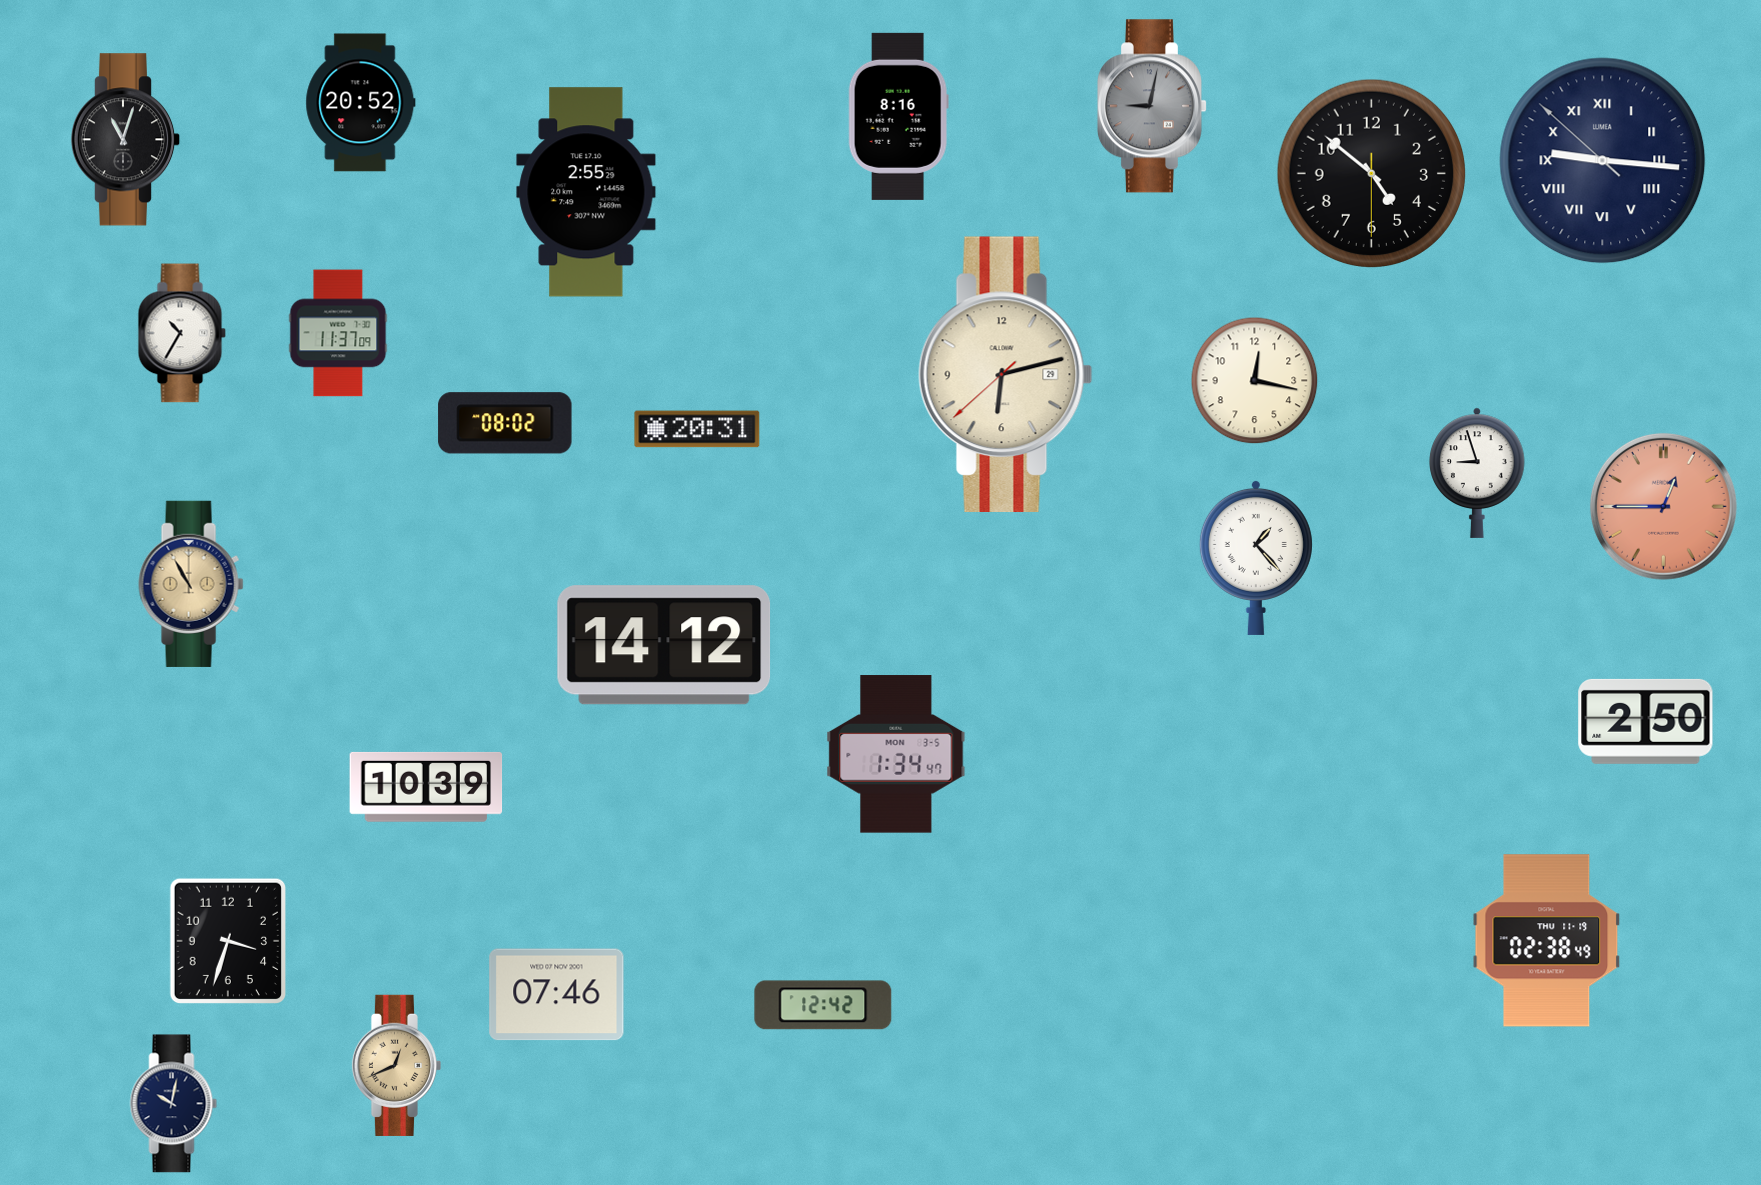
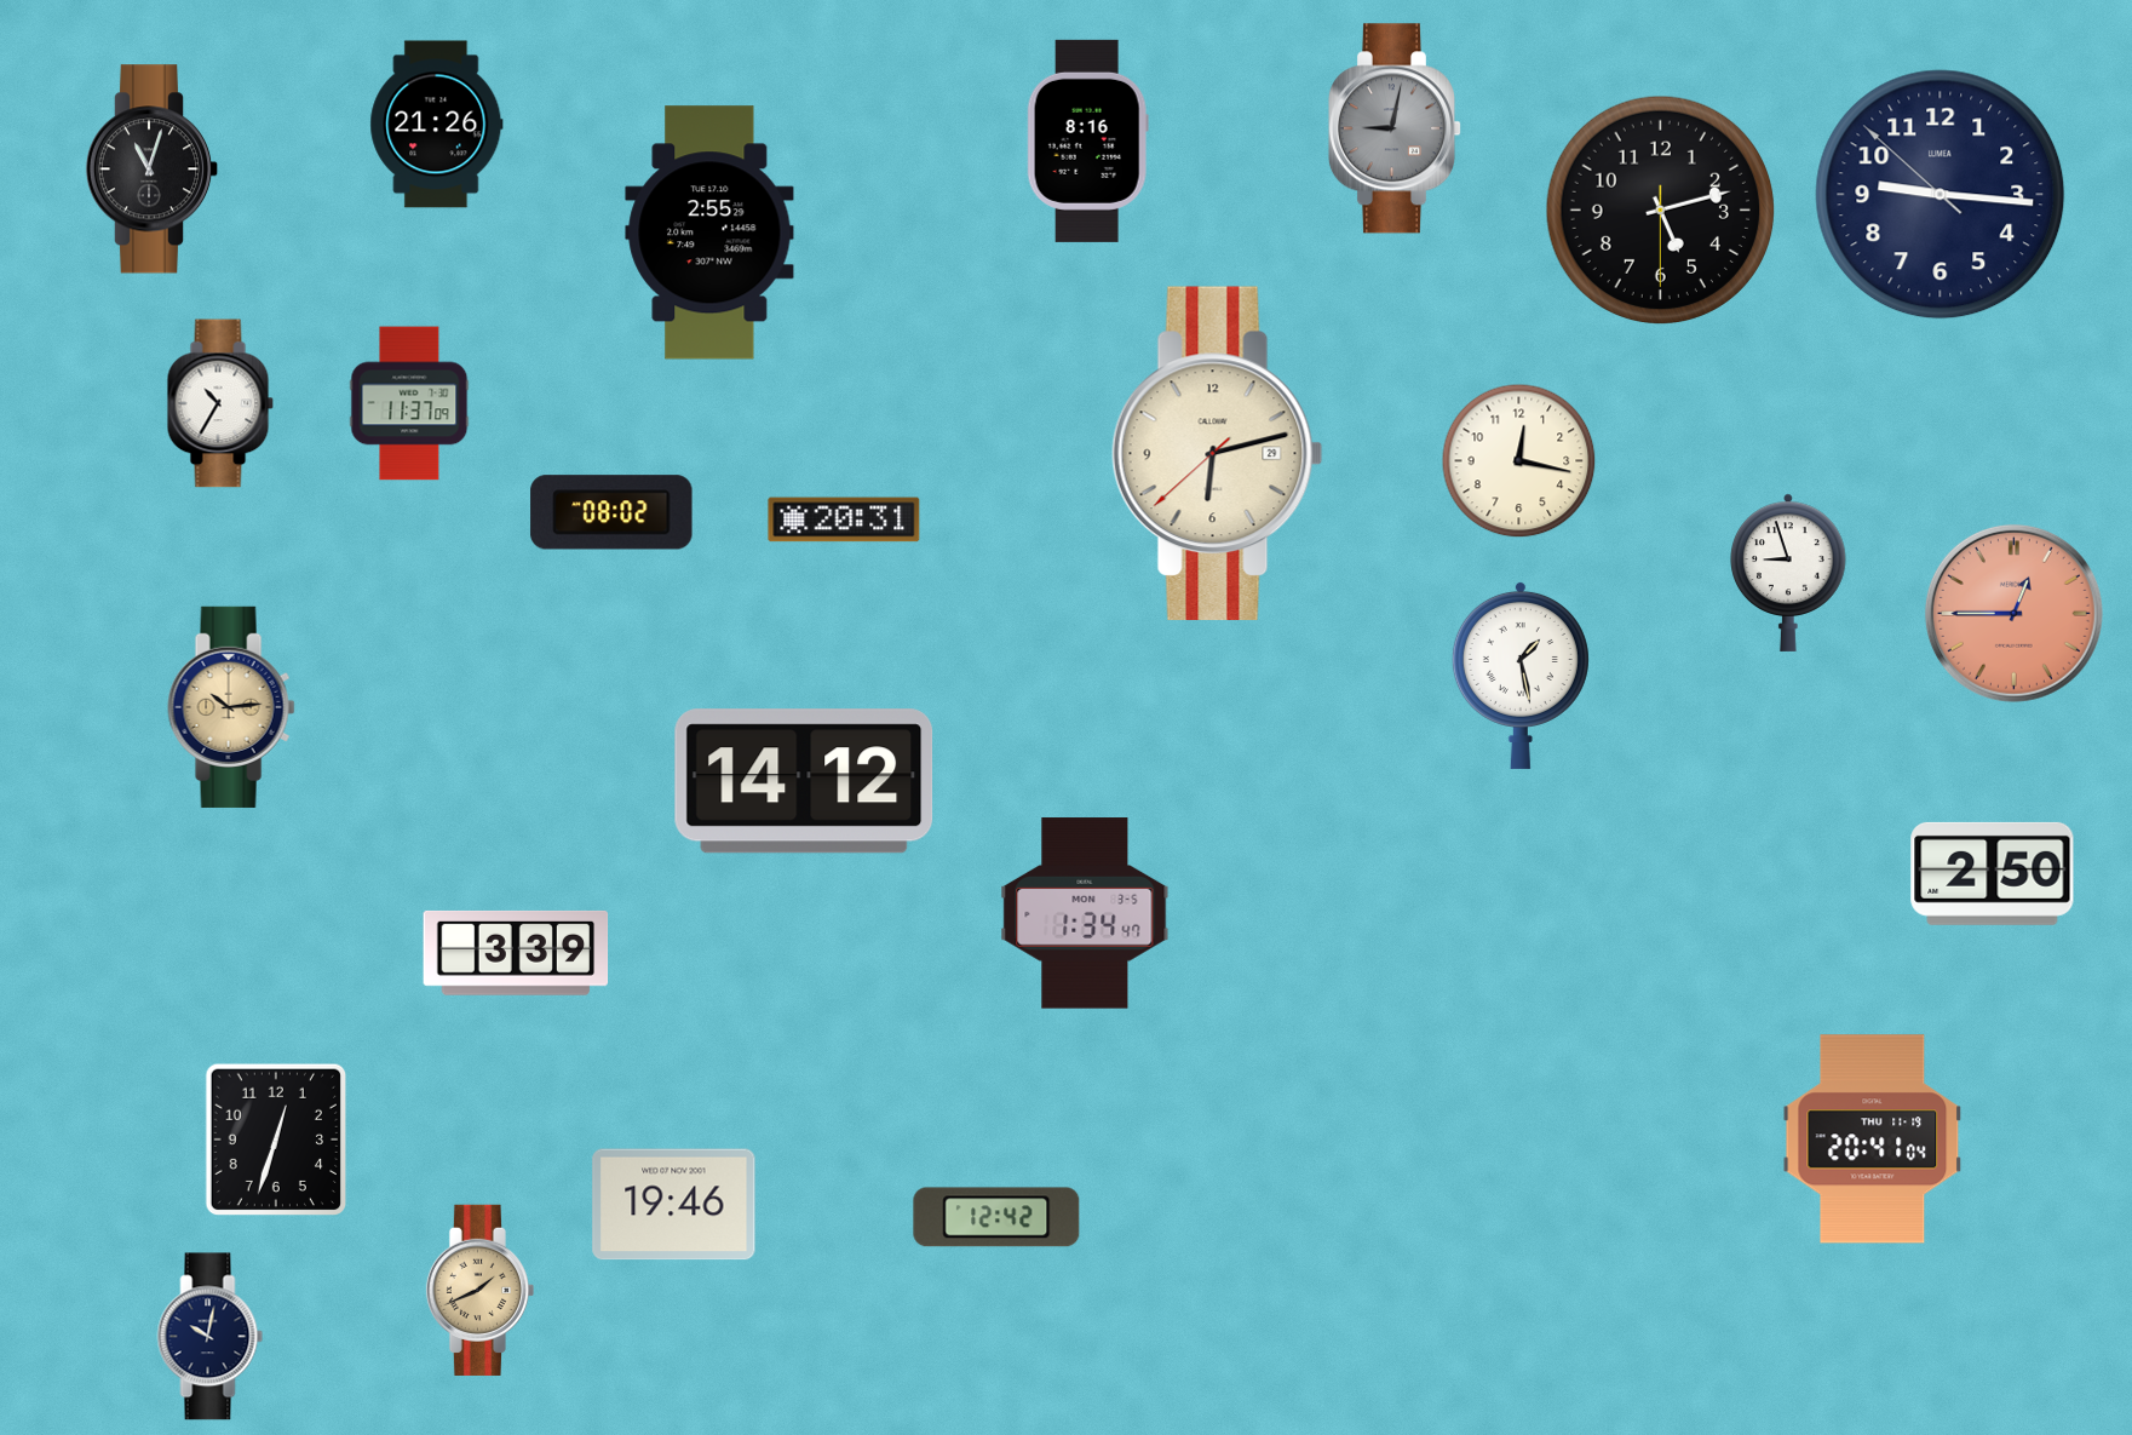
clock at (361, 103): 20:52 -> 21:26
clock at (1603, 161) numerals: Roman -> Arabic
clock at (1371, 173): 4:51 -> 5:12
clock at (1256, 557): 1:23 -> 1:28
clock at (191, 584): 10:55 -> 10:14
clock at (426, 787): 10:39 -> 3:39
clock at (227, 941): 3:33 -> 12:33
clock at (1547, 941): 02:38 -> 20:41
clock at (557, 995): 07:46 -> 19:46
clock at (396, 1065): 12:41 -> 1:41
